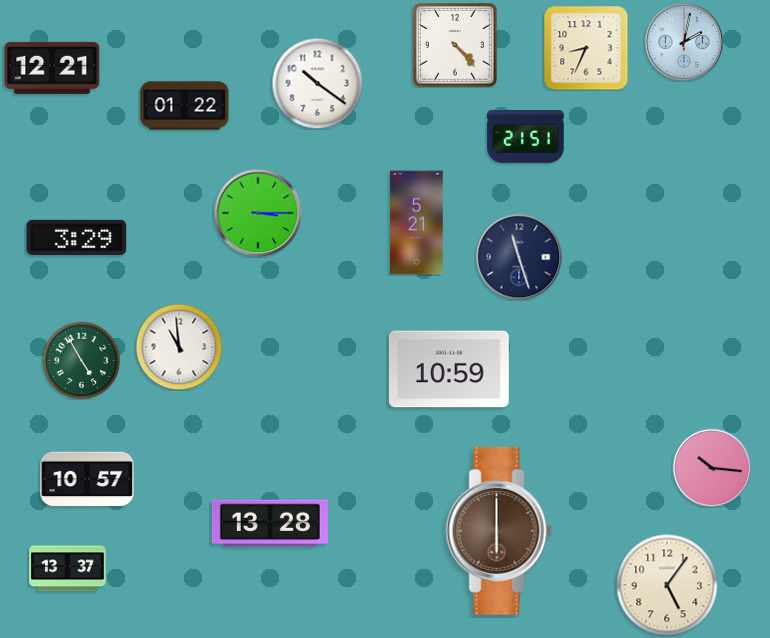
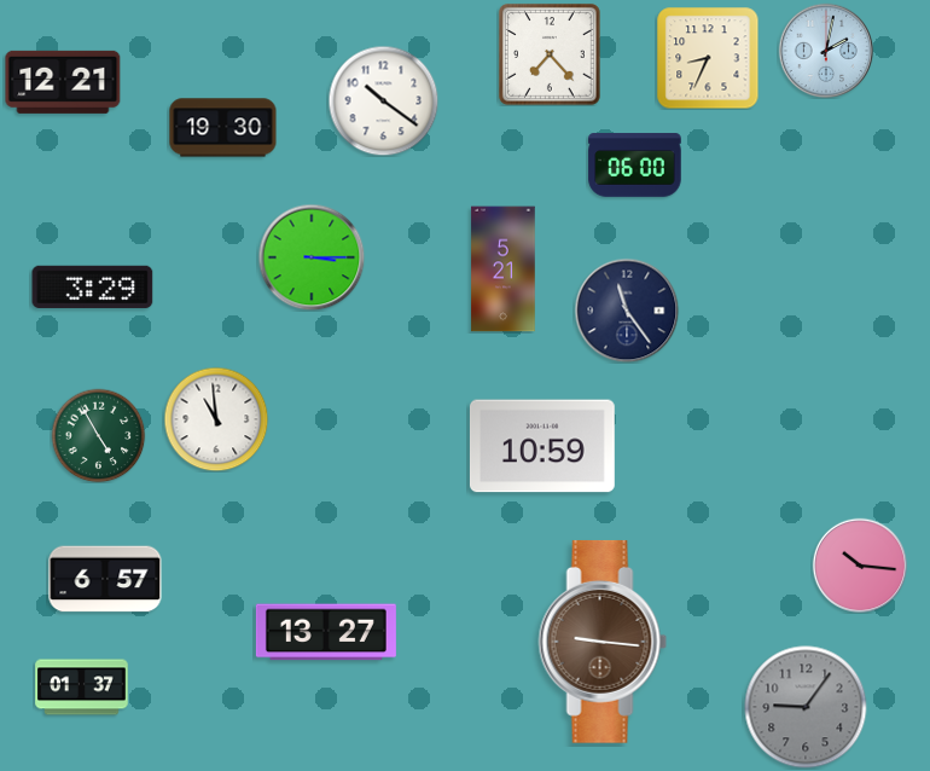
clock at (455, 45): 4:23 -> 7:23
clock at (185, 106): 01:22 -> 19:30
clock at (526, 137): 21:51 -> 06:00
clock at (519, 257): 11:27 -> 11:24
clock at (87, 479): 10:57 -> 6:57
clock at (270, 523): 13:28 -> 13:27
clock at (499, 531): 6:00 -> 9:16
clock at (68, 569): 13:37 -> 01:37
clock at (667, 585): 5:06 -> 9:06
clock at (667, 585) dial: cream -> grey
